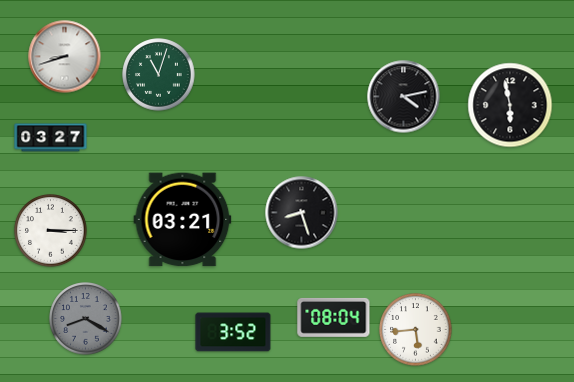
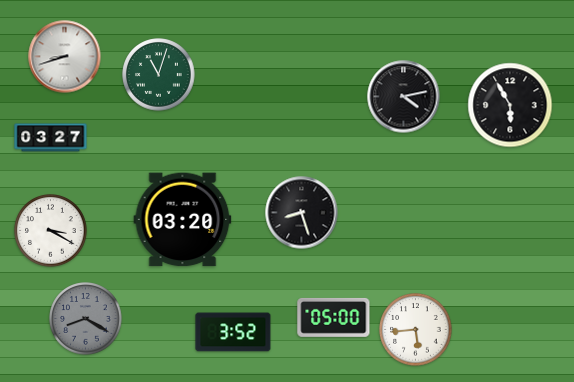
clock at (510, 105): 5:58 -> 5:55
clock at (183, 220): 03:21 -> 03:20
clock at (51, 231): 3:15 -> 3:20
clock at (334, 317): 08:04 -> 05:00
